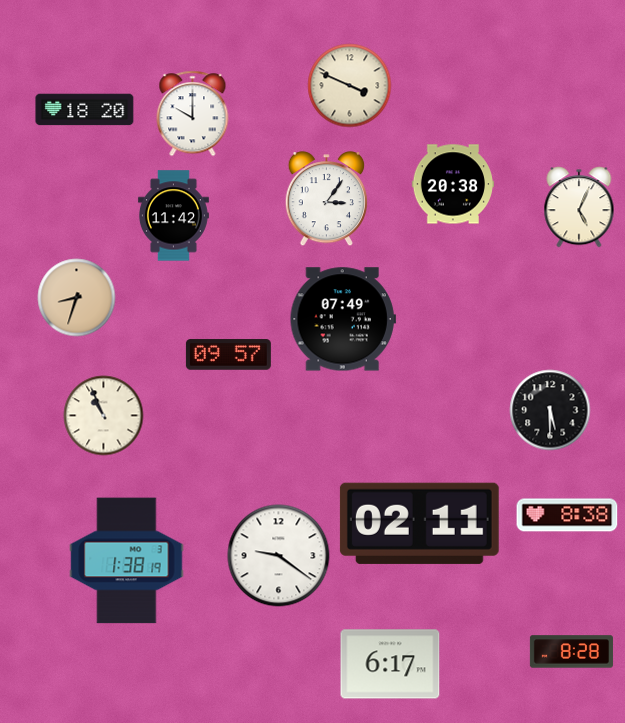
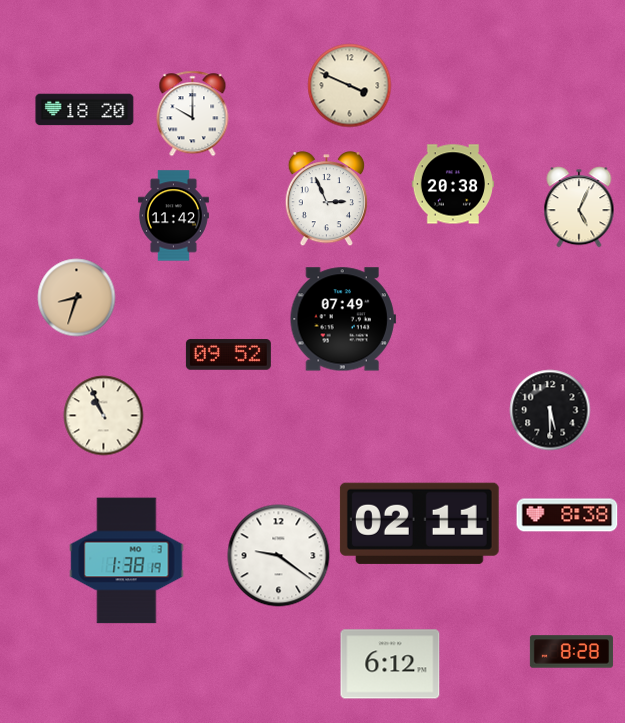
clock at (326, 199): 3:06 -> 2:56
clock at (228, 355): 09:57 -> 09:52
clock at (390, 664): 6:17 -> 6:12
